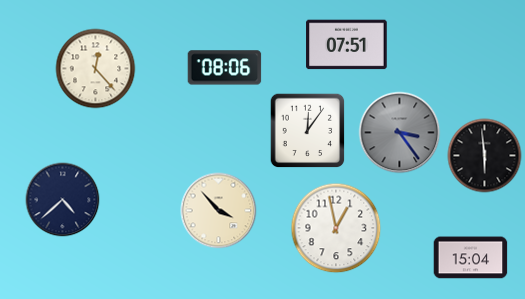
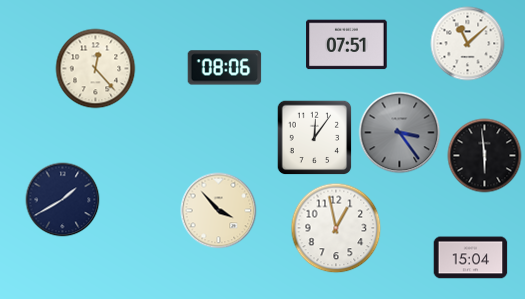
clock at (468, 44): none -> 11:08
clock at (308, 131) position: (308, 131) -> (315, 138)
clock at (63, 200): 4:38 -> 1:40
